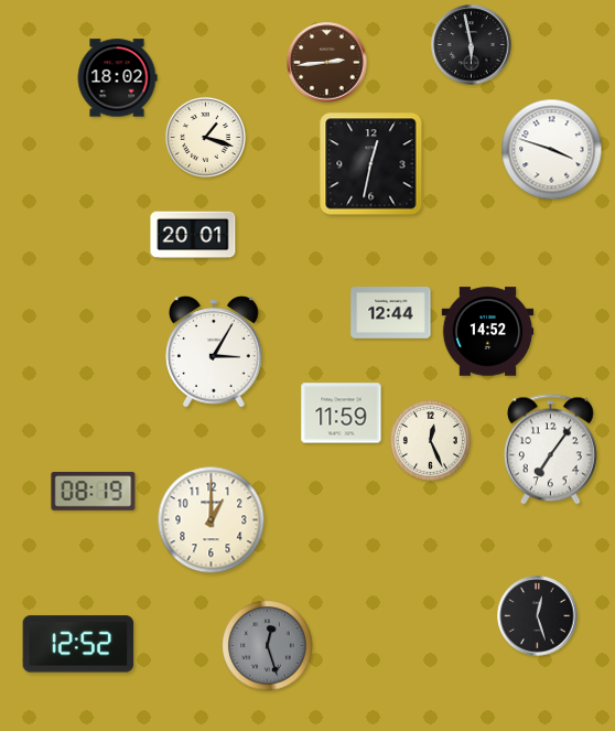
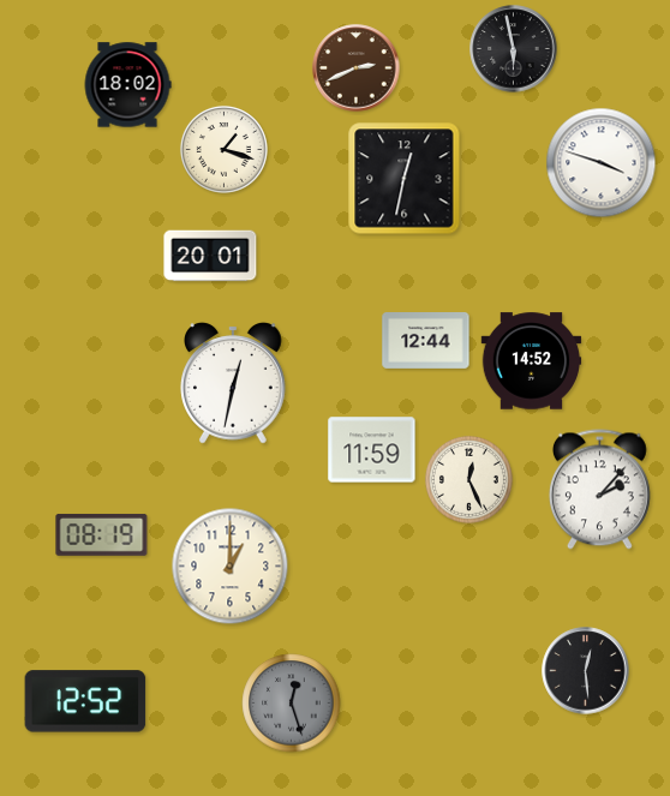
clock at (327, 63): 2:44 -> 2:41
clock at (214, 352): 3:05 -> 12:32
clock at (550, 450): 7:06 -> 2:07
clock at (538, 616): 12:27 -> 12:29
